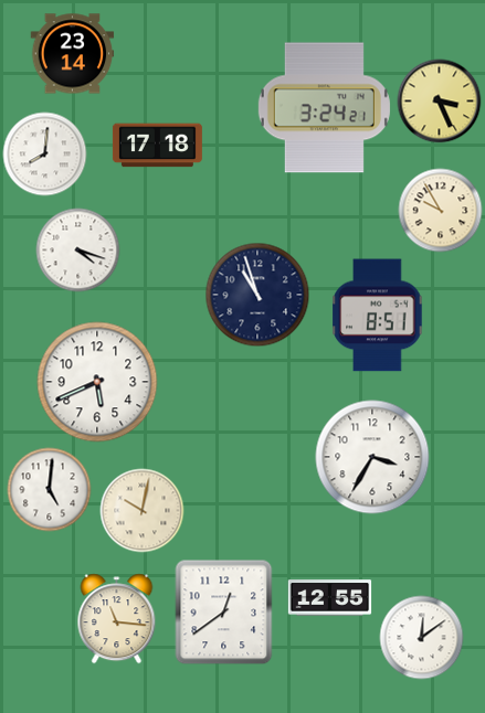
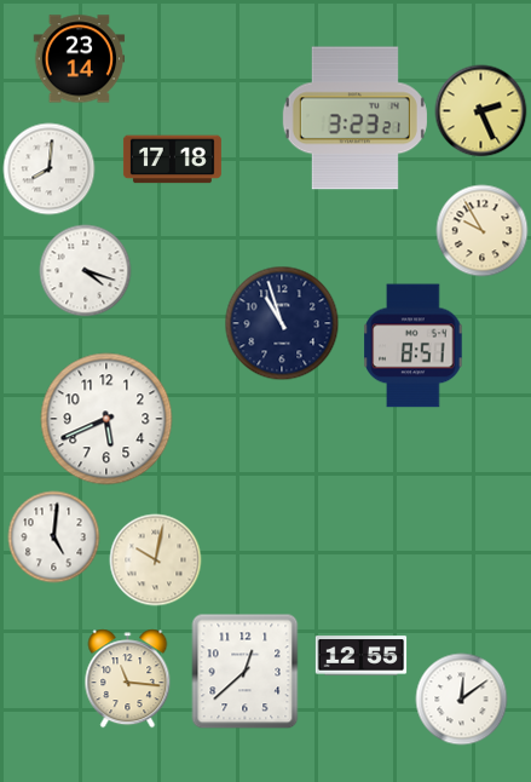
clock at (440, 102): 3:26 -> 2:26
clock at (324, 108): 3:24 -> 3:23
clock at (78, 251) position: (78, 251) -> (86, 271)
clock at (372, 457): 3:35 -> none
clock at (224, 613): 12:39 -> 12:38
